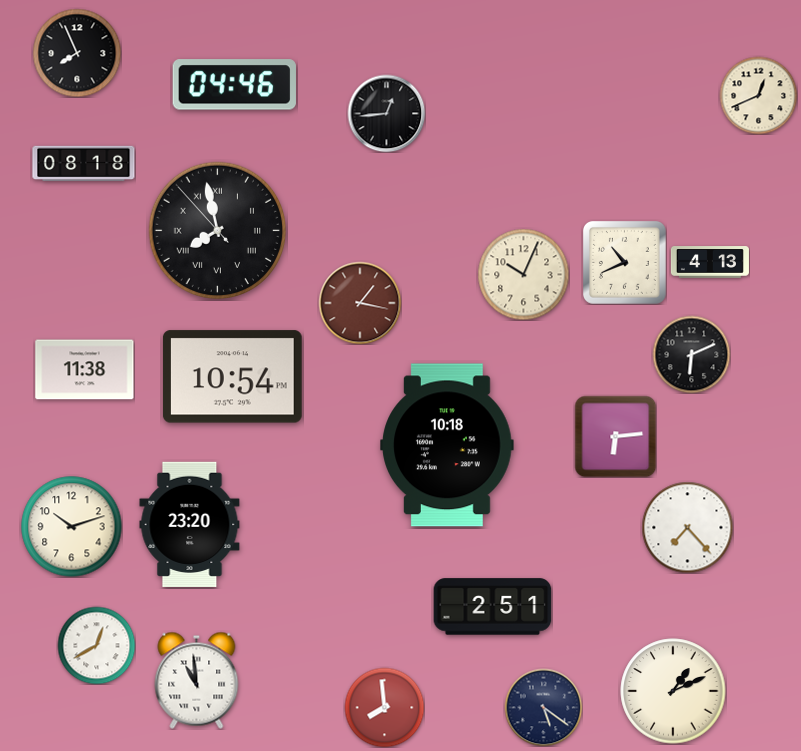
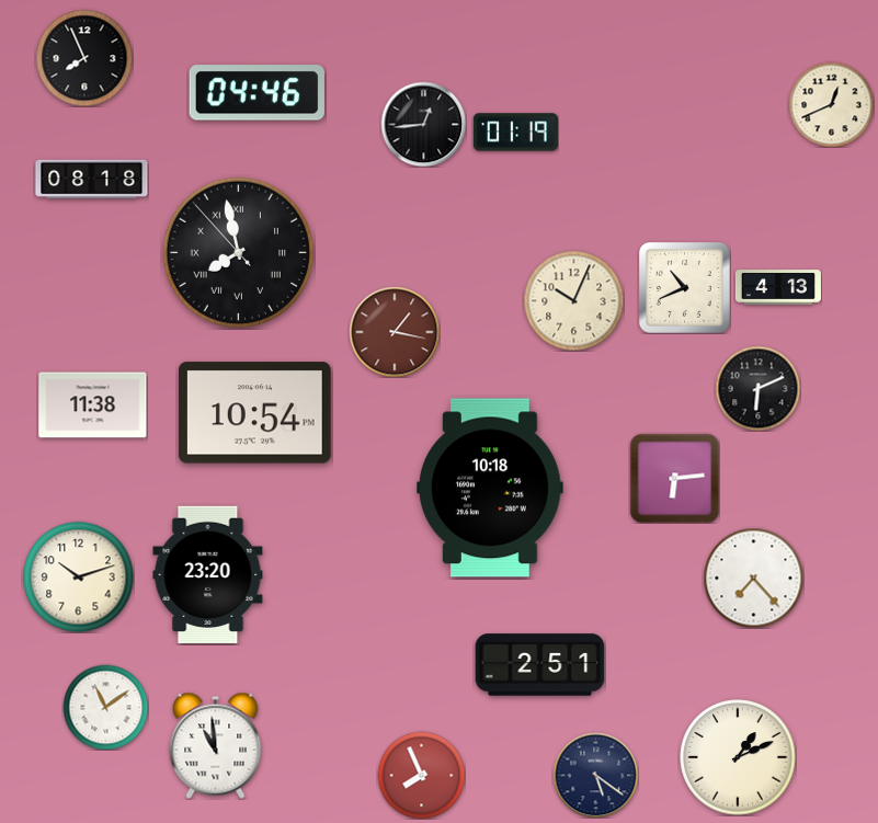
clock at (515, 133): none -> 01:19
clock at (96, 645): 12:40 -> 11:09
clock at (384, 707): 7:59 -> 7:56
